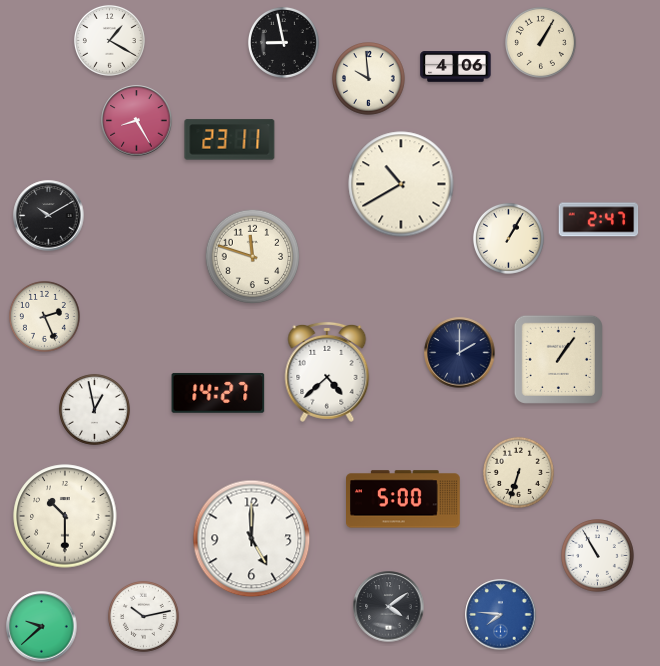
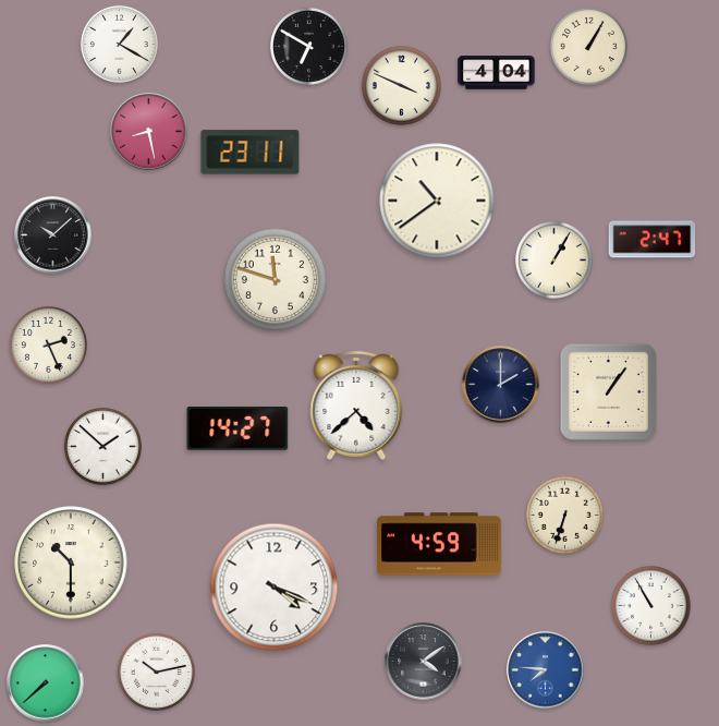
clock at (283, 42): 8:58 -> 6:50
clock at (456, 67): 4:06 -> 4:04
clock at (369, 79): 9:59 -> 3:49
clock at (137, 121): 8:25 -> 8:28
clock at (401, 184): 10:40 -> 10:39
clock at (49, 216): 10:10 -> 10:08
clock at (94, 409): 12:58 -> 1:52
clock at (404, 499): 5:00 -> 4:59
clock at (252, 539): 5:00 -> 4:19
clock at (42, 627): 9:38 -> 7:38
